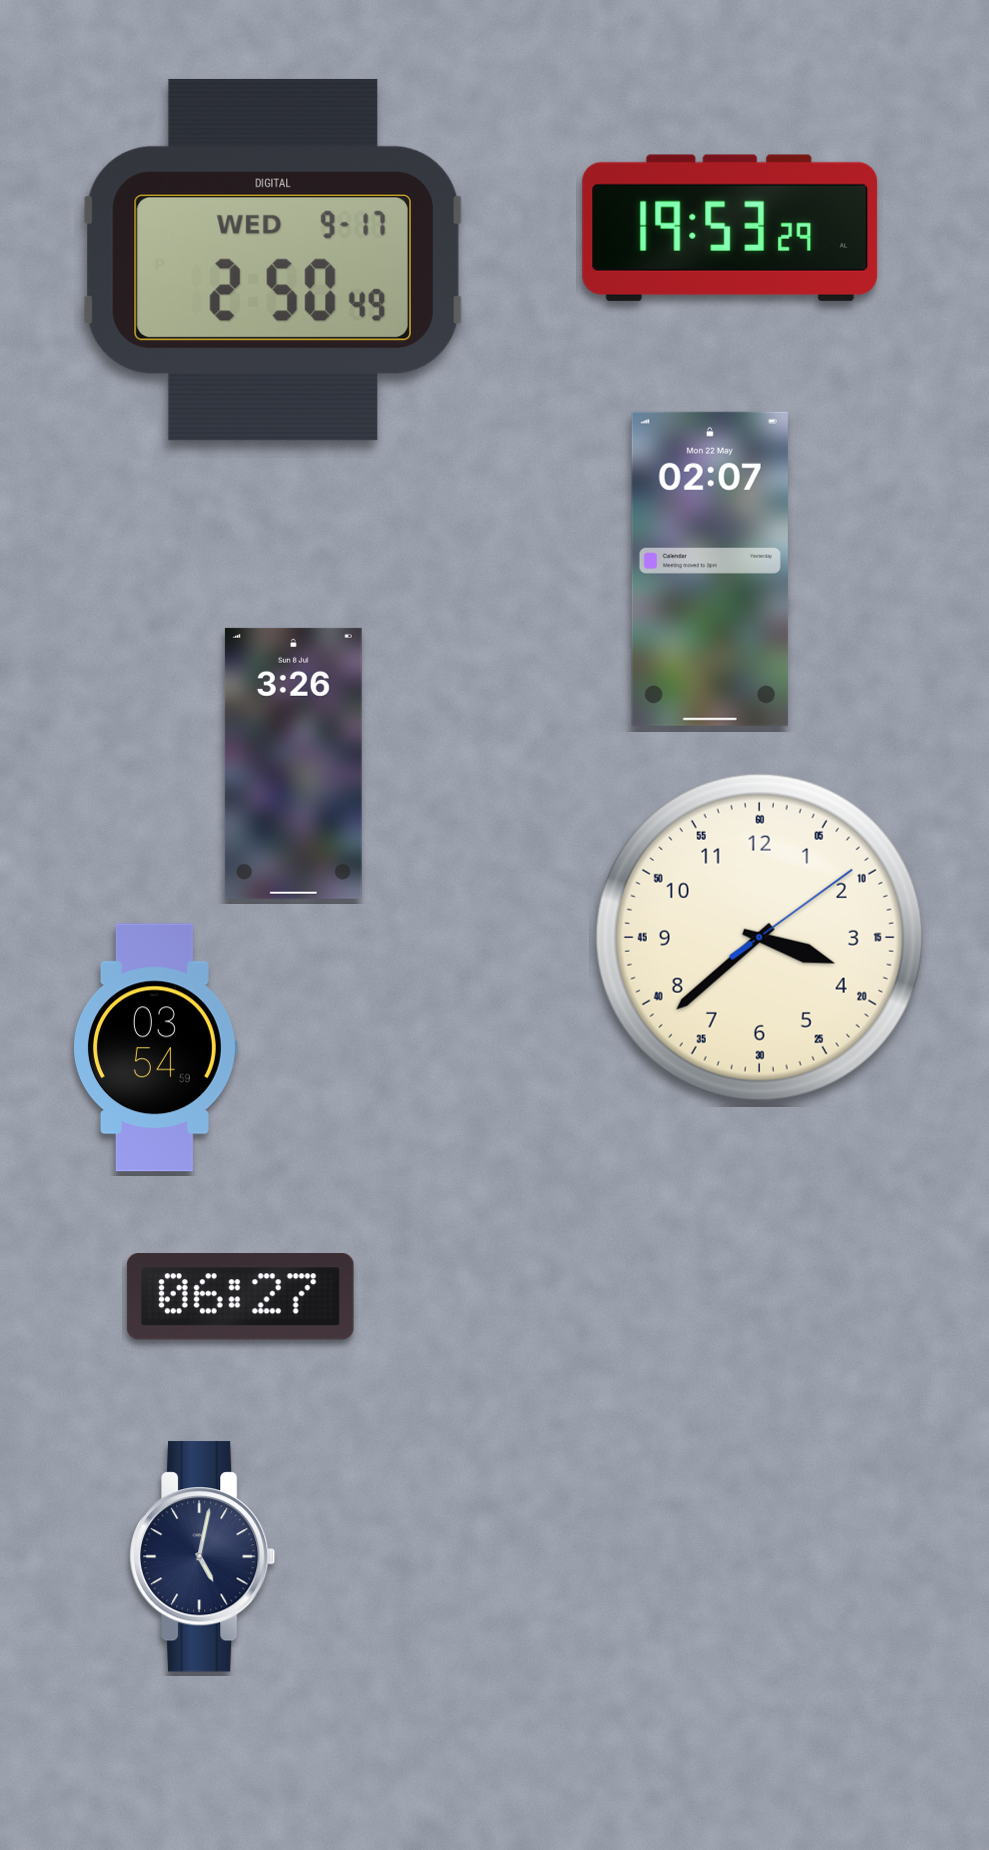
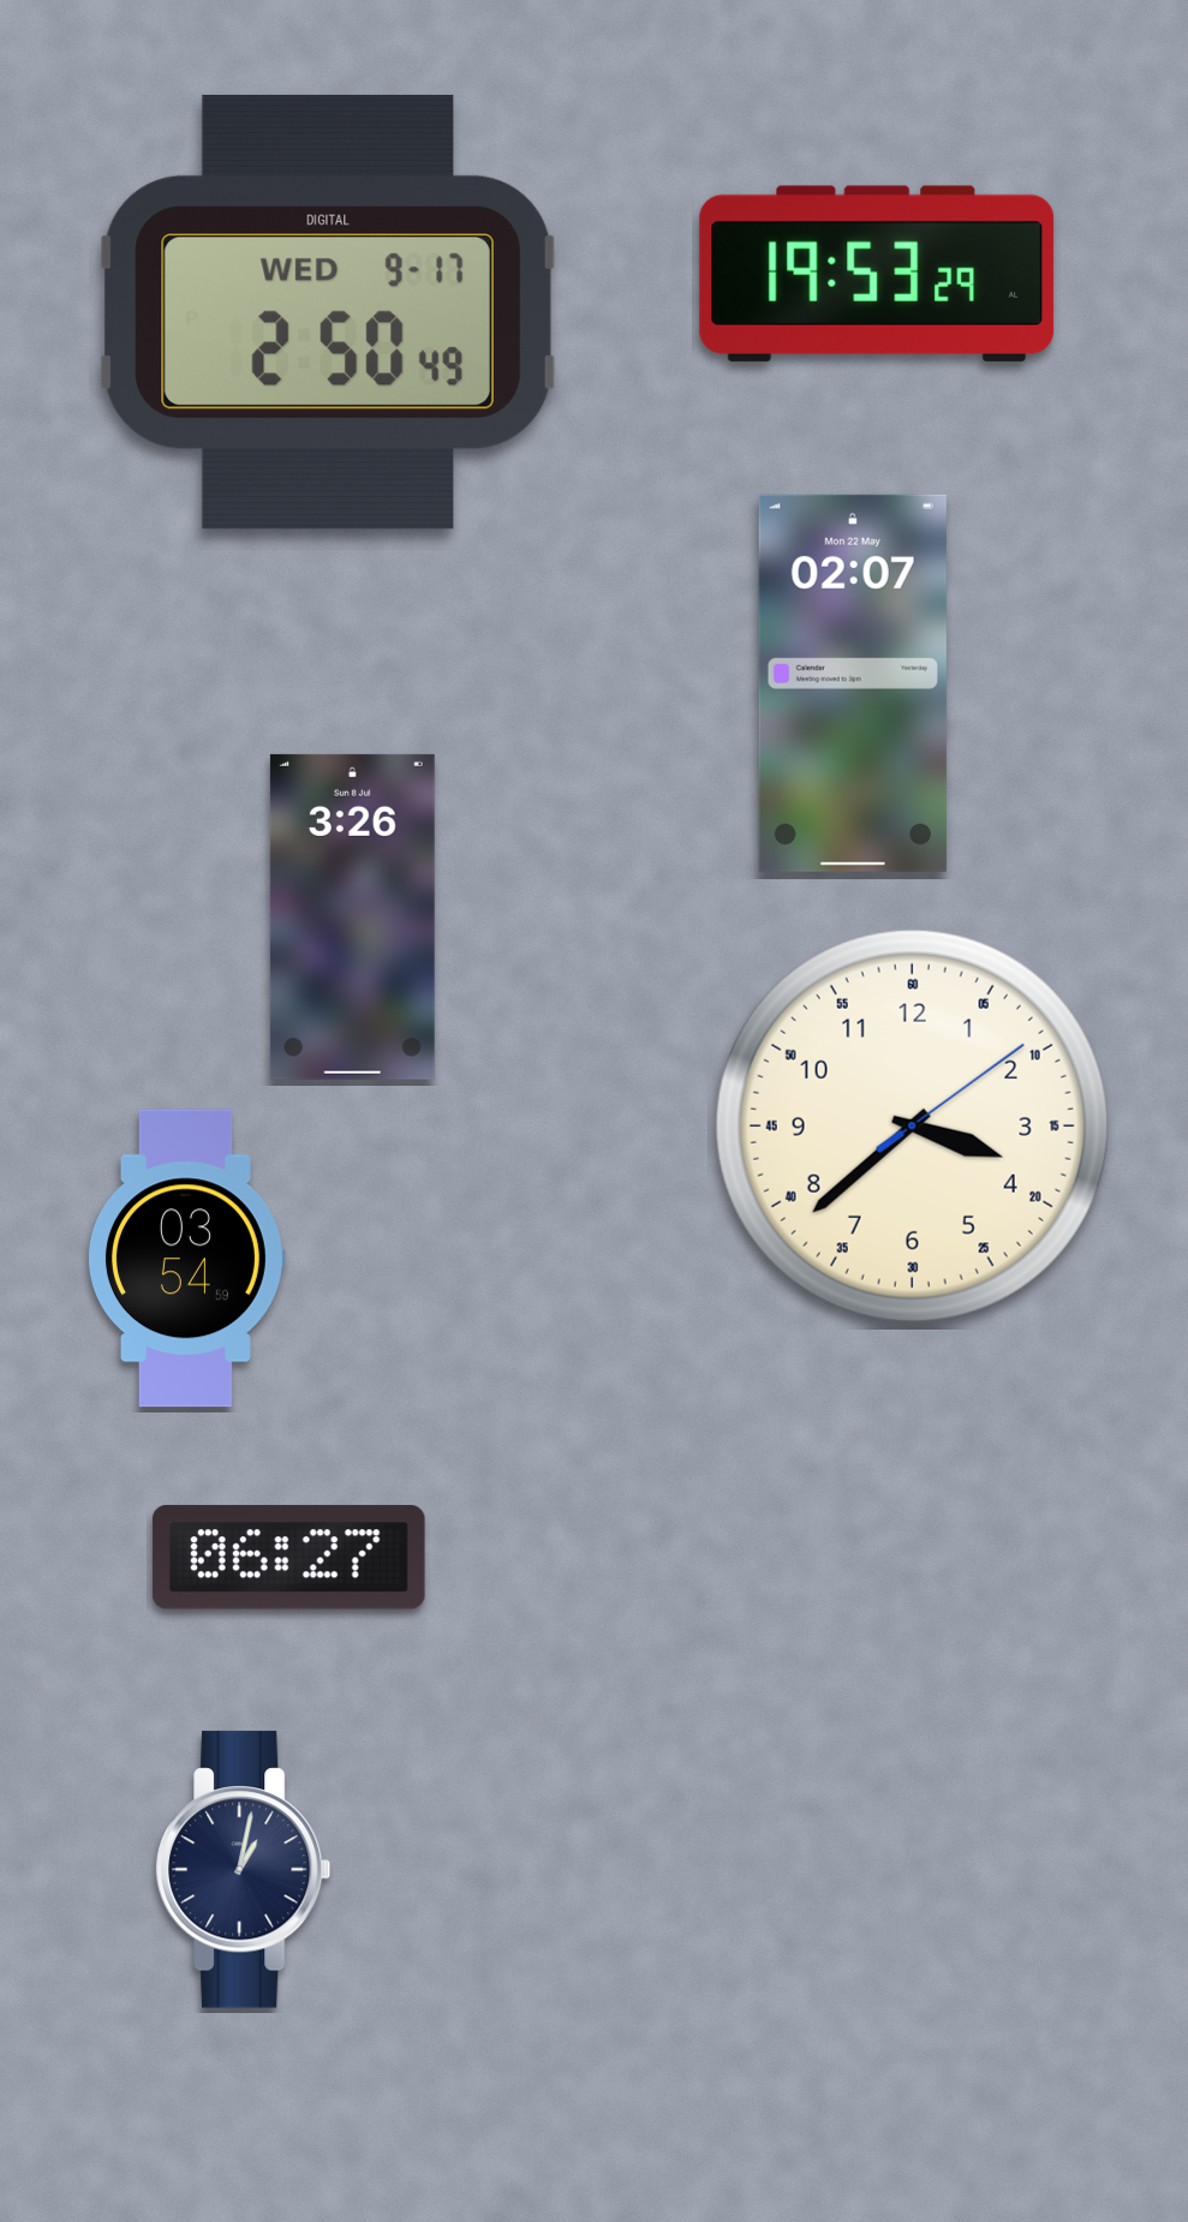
clock at (202, 1557): 5:02 -> 1:02
